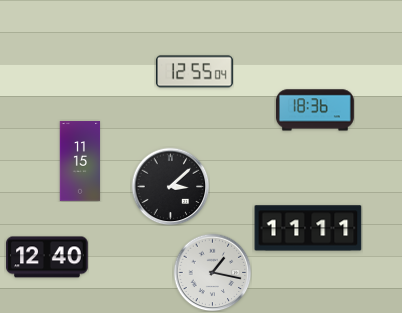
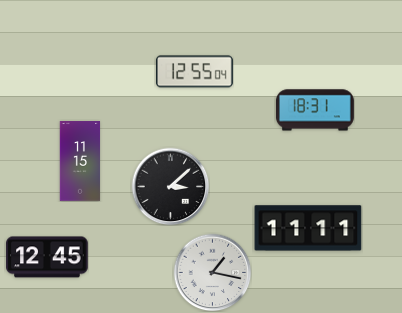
clock at (315, 110): 18:36 -> 18:31
clock at (47, 257): 12:40 -> 12:45
